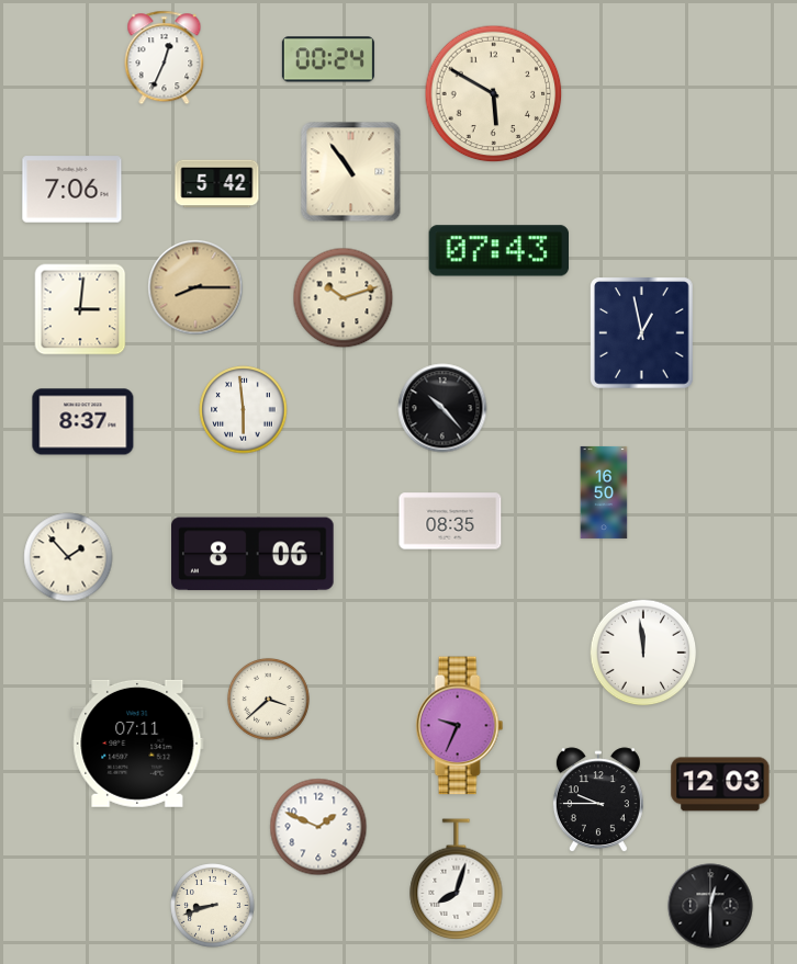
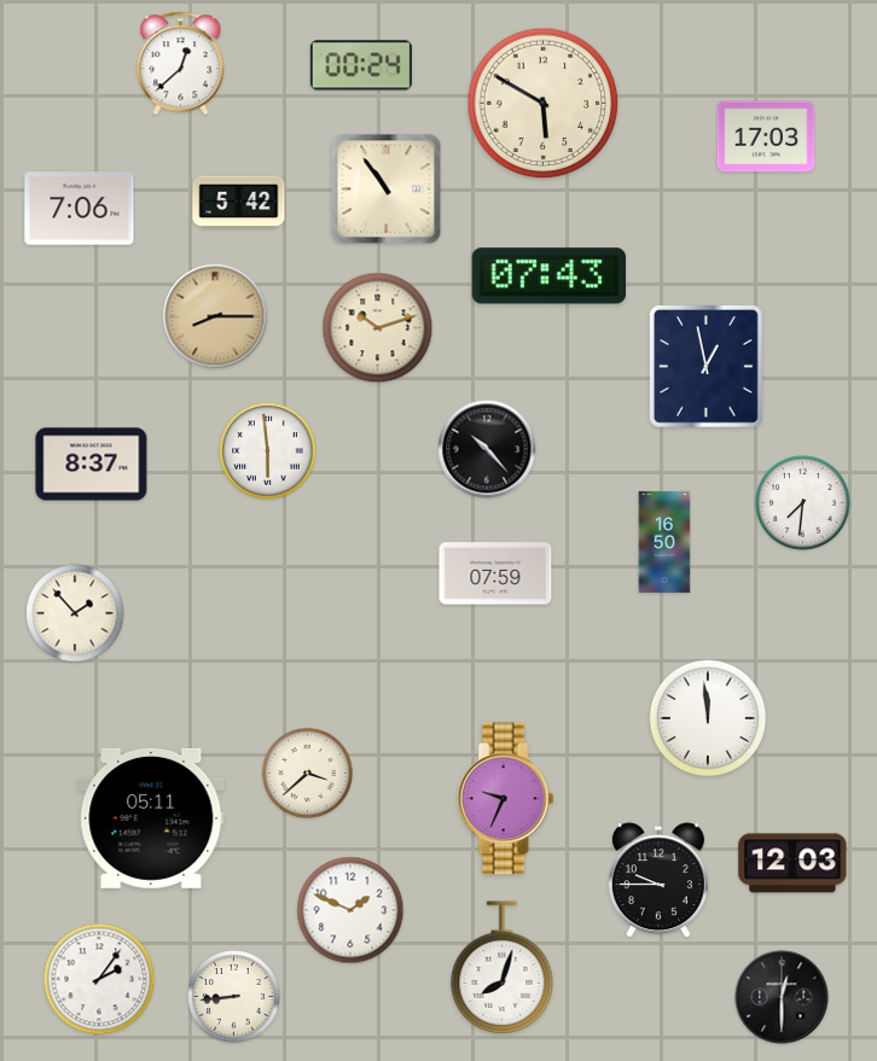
clock at (165, 58): 12:34 -> 12:38
clock at (766, 136): none -> 17:03
clock at (80, 309): 3:01 -> none
clock at (803, 503): none -> 7:31
clock at (450, 521): 08:35 -> 07:59
clock at (254, 554): 8:06 -> none
clock at (268, 699) position: (268, 699) -> (307, 773)
clock at (137, 744): 07:11 -> 05:11
clock at (99, 979): none -> 2:06
clock at (213, 906): 8:42 -> 8:44
